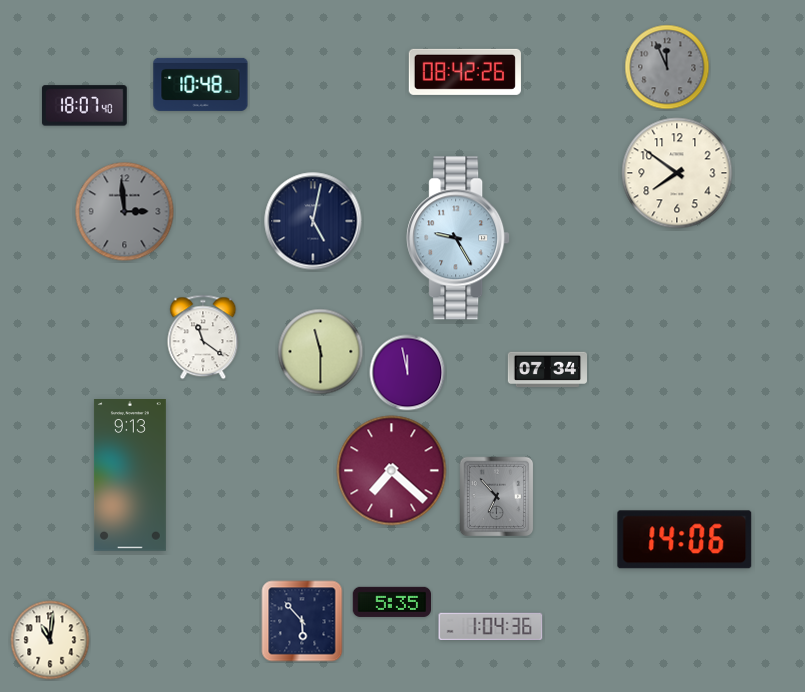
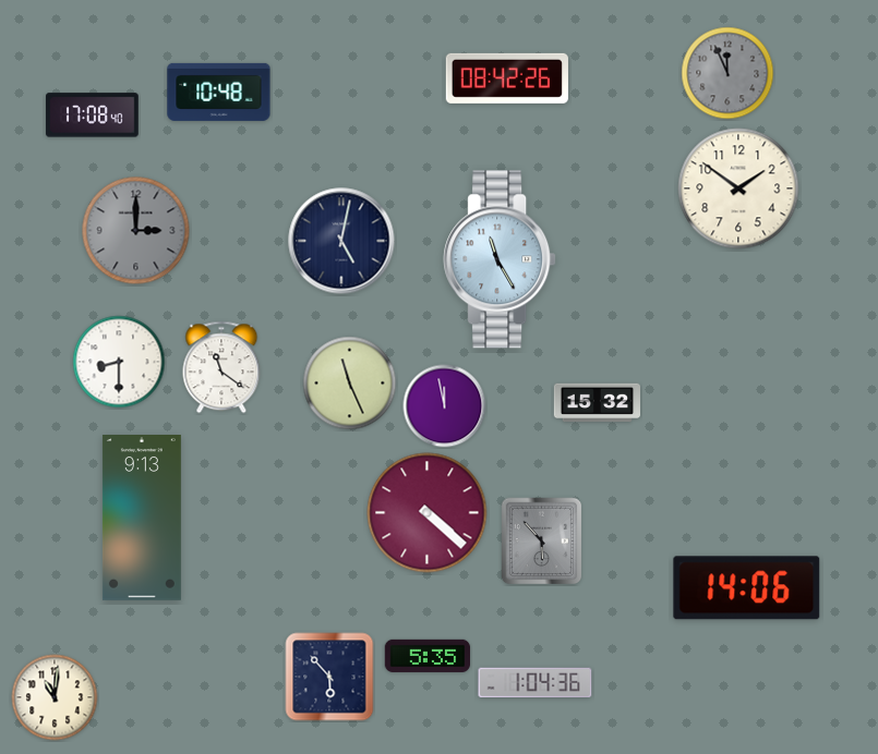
clock at (84, 106): 18:07 -> 17:08
clock at (677, 173): 7:51 -> 1:51
clock at (125, 212): 2:59 -> 3:00
clock at (458, 238): 9:25 -> 11:25
clock at (119, 362): none -> 8:30
clock at (321, 352): 11:30 -> 11:26
clock at (547, 370): 07:34 -> 15:32
clock at (392, 471): 7:22 -> 4:22
clock at (497, 497): 6:53 -> 5:53
